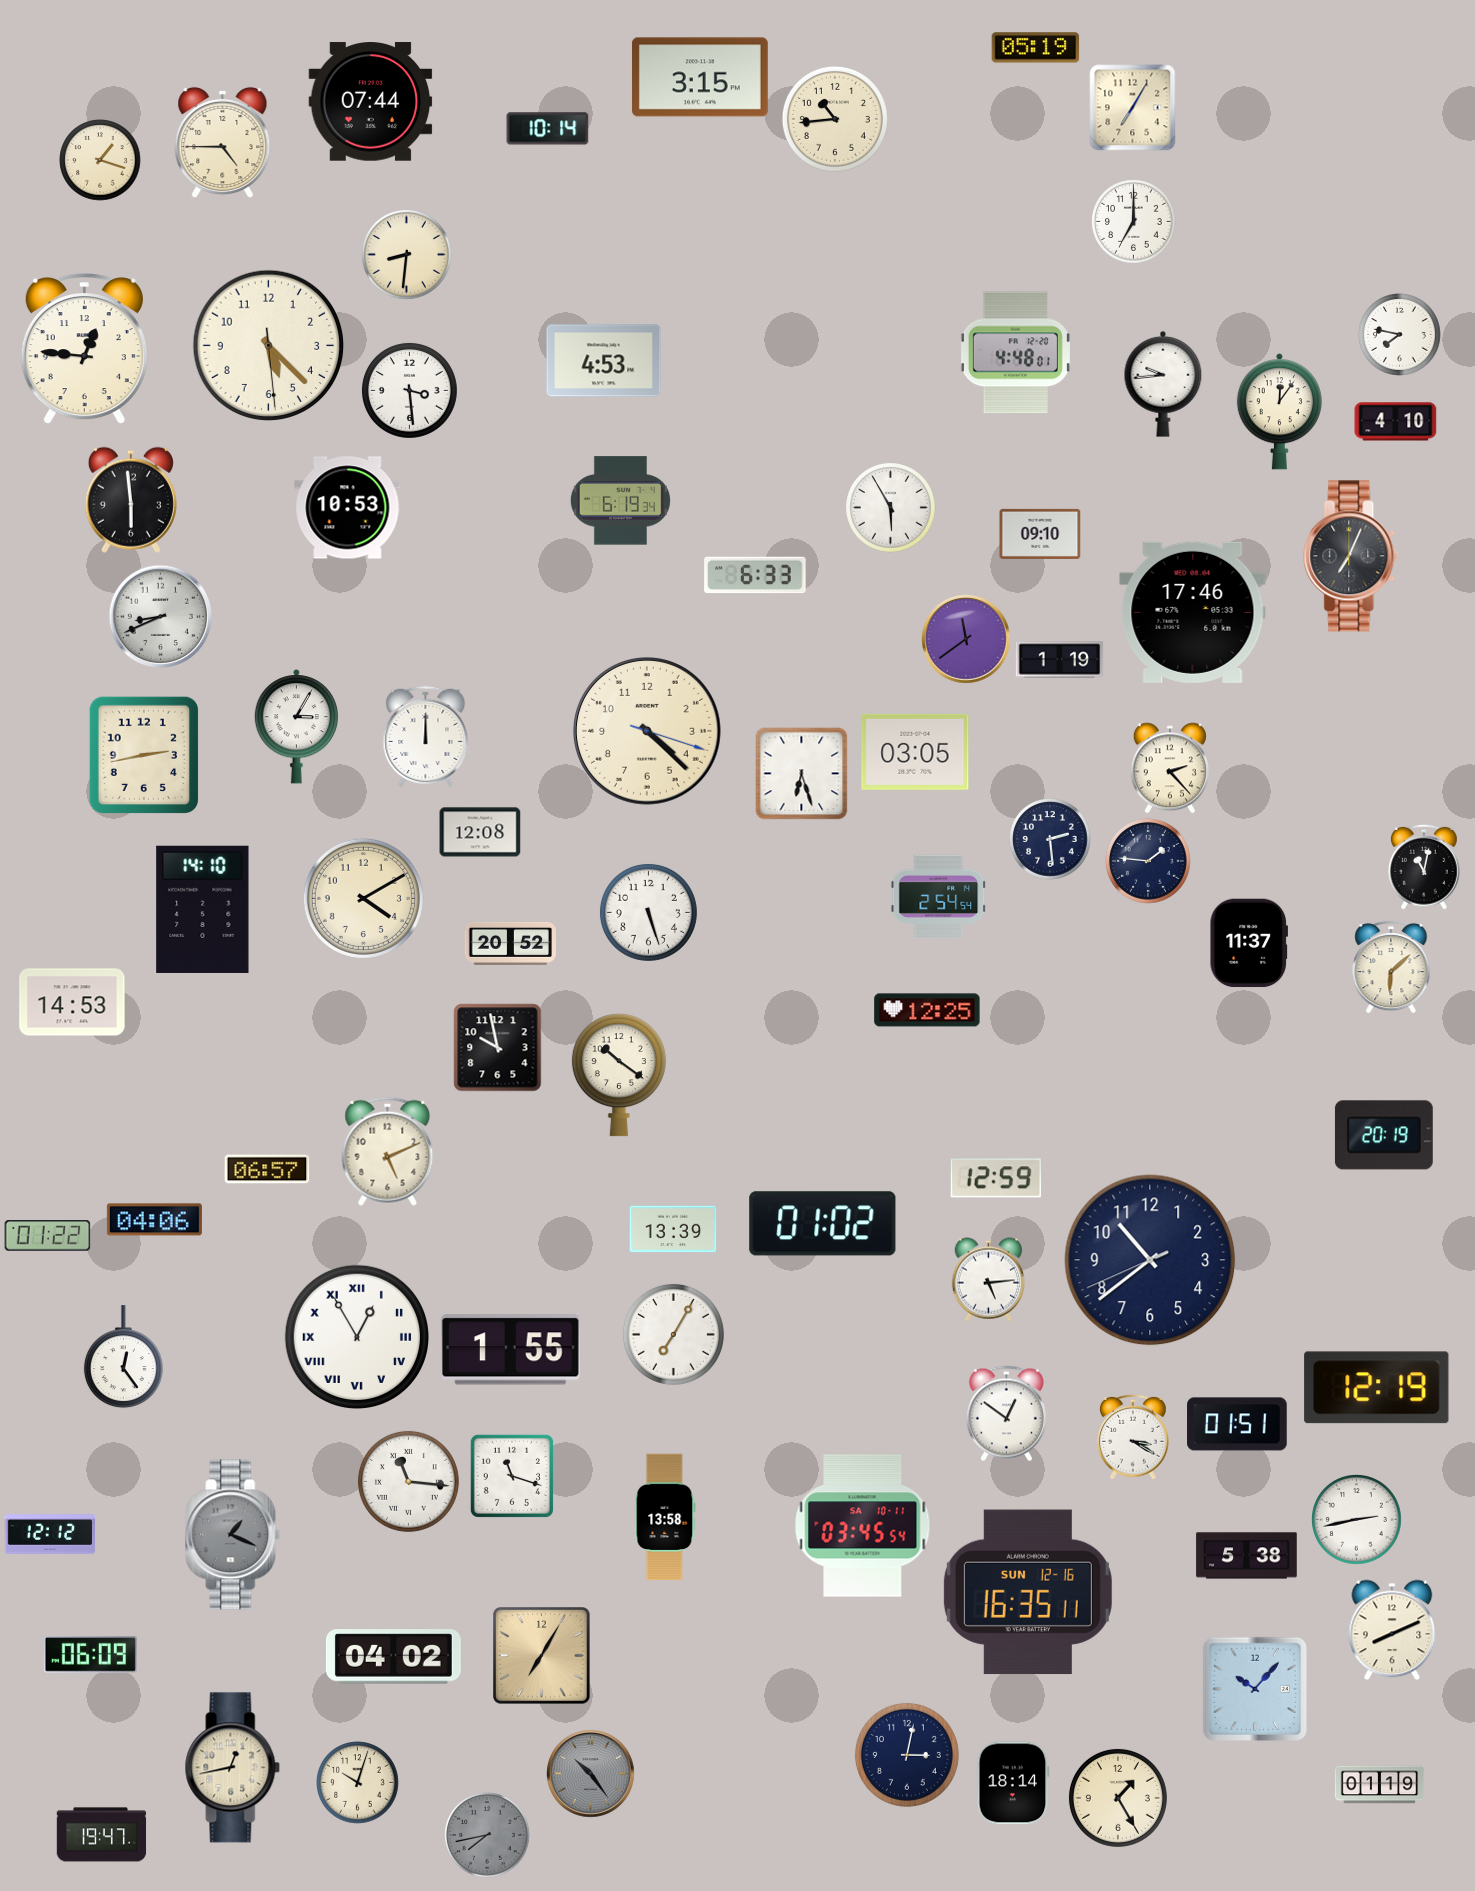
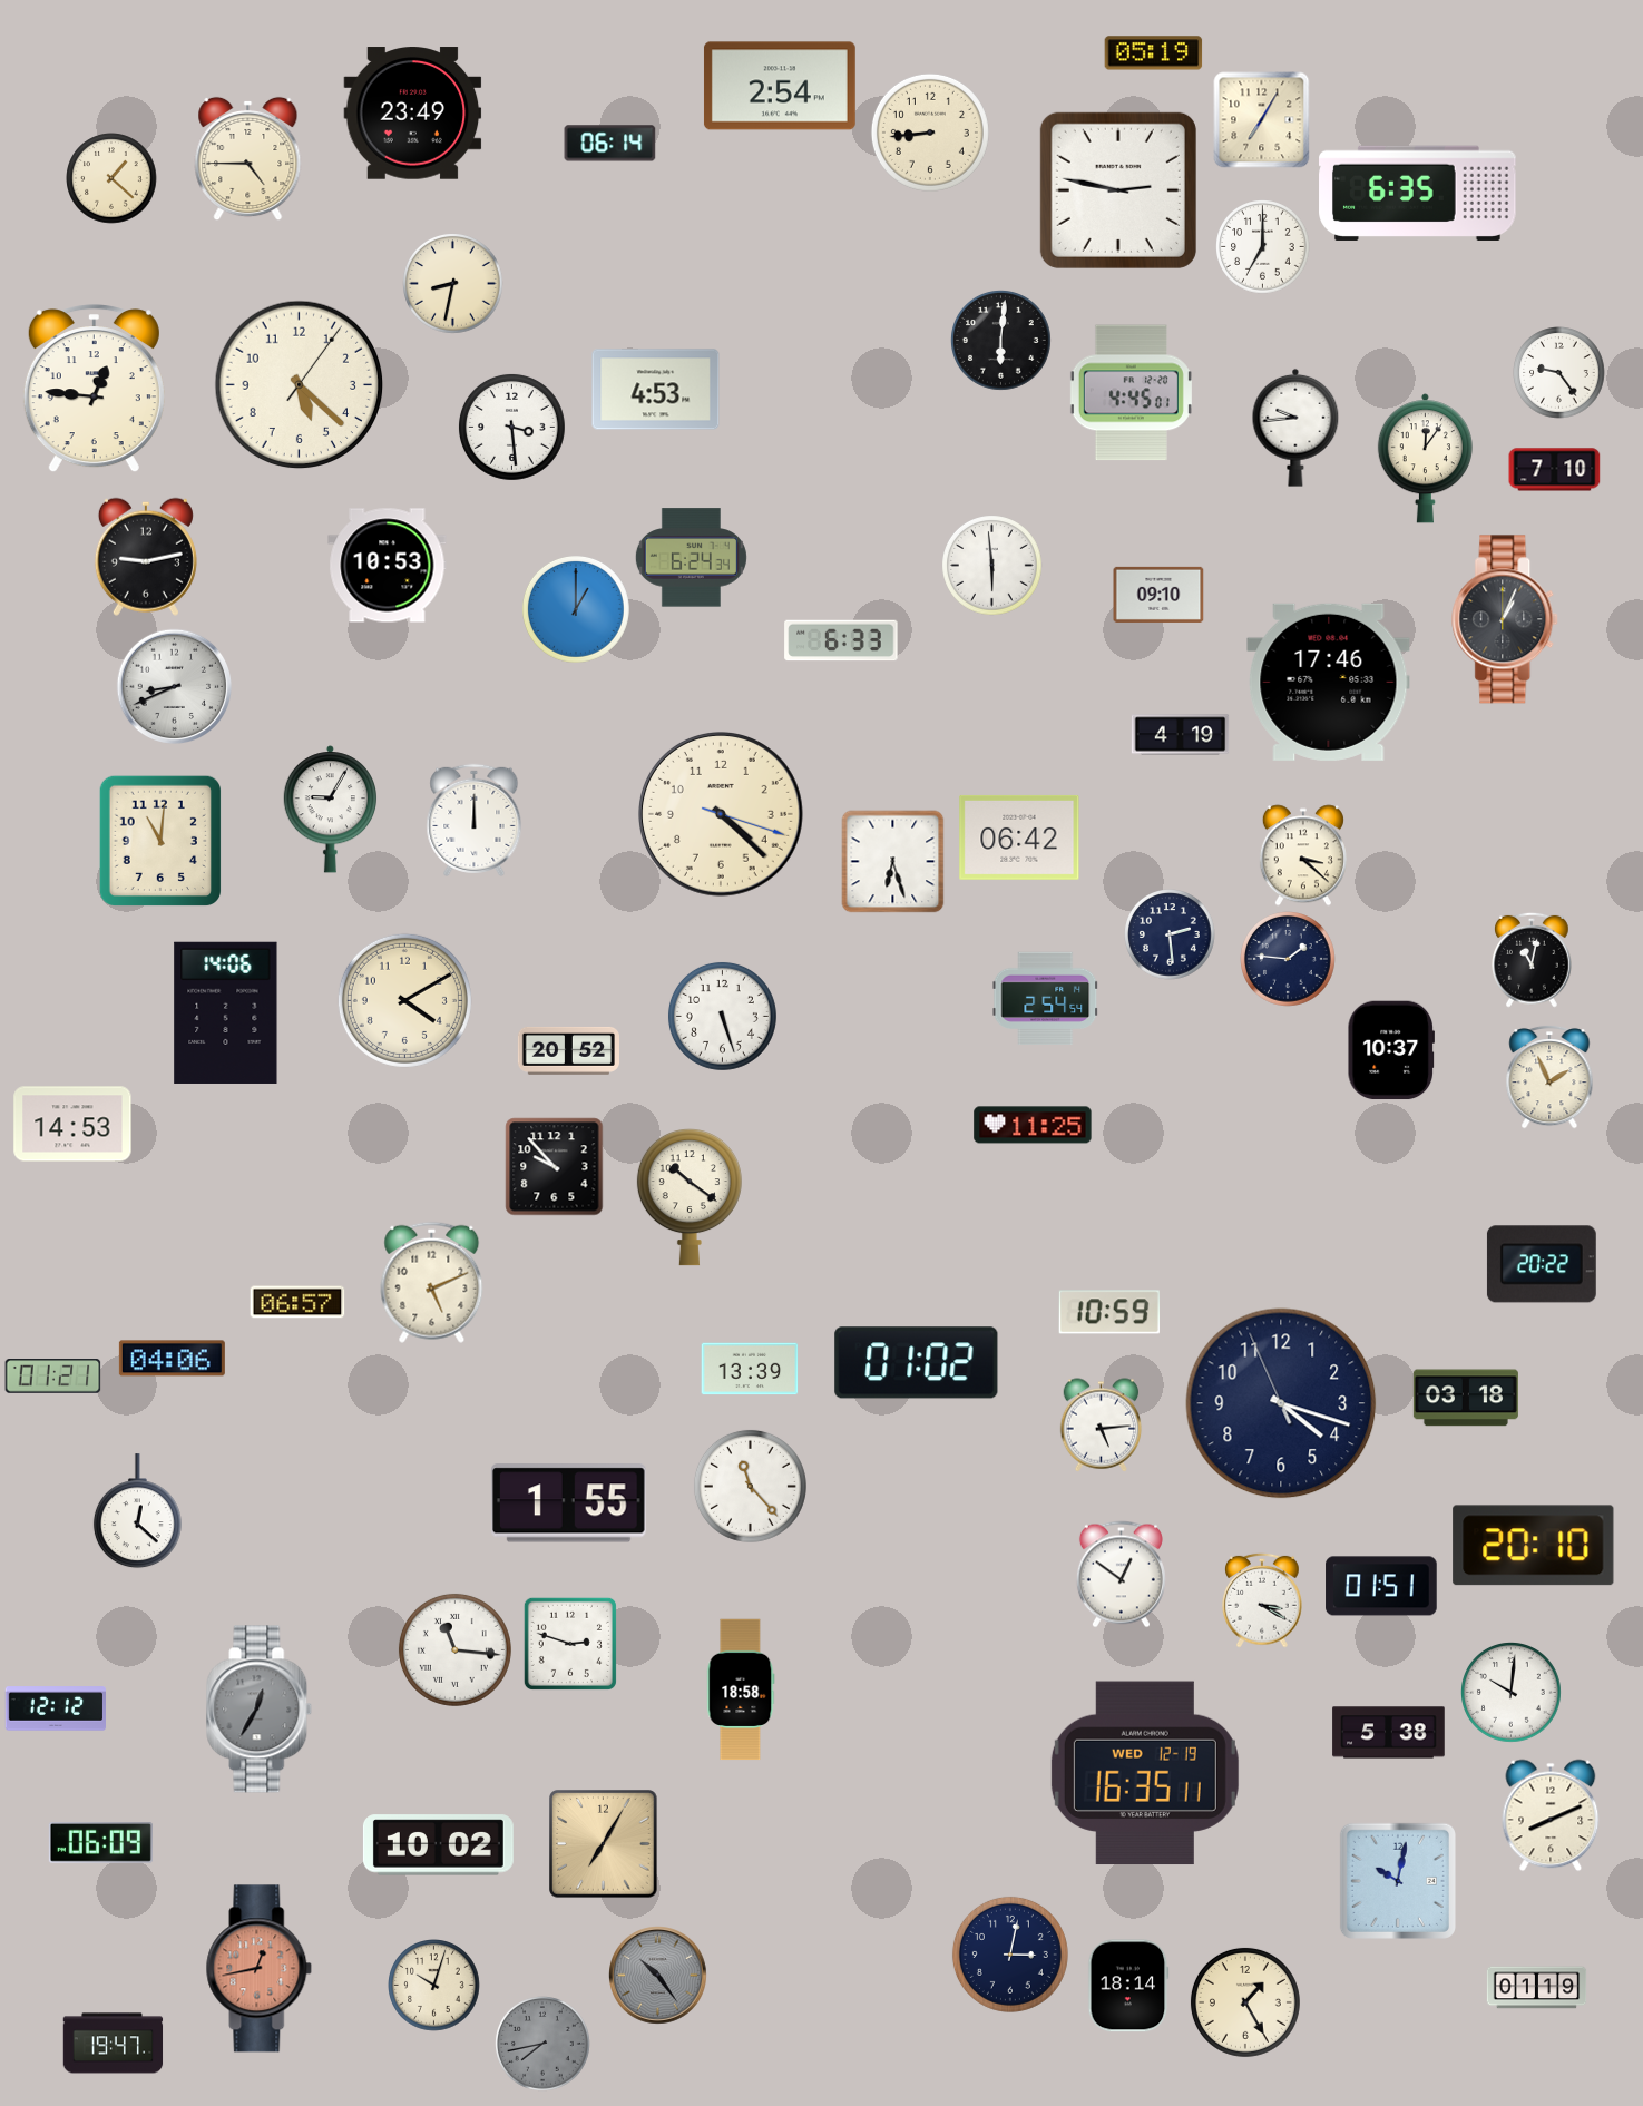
clock at (700, 77): 3:15 -> 2:54
clock at (371, 102): 07:44 -> 23:49
clock at (835, 119): 10:44 -> 8:44
clock at (548, 129): 10:14 -> 06:14
clock at (100, 160): 1:18 -> 1:22
clock at (1118, 190): none -> 2:47
clock at (1418, 193): none -> 6:35
clock at (407, 255): 8:31 -> 8:32
clock at (1001, 341): none -> 6:01
clock at (1400, 335): 7:47 -> 9:24
clock at (269, 346): 5:22:29 -> 5:22:06
clock at (1015, 353): 4:48 -> 4:45
clock at (604, 361) position: (604, 361) -> (656, 390)
clock at (409, 390) position: (409, 390) -> (511, 427)
clock at (1396, 422): 4:10 -> 7:10
clock at (131, 500): 5:59 -> 9:13
clock at (620, 501): 6:19 -> 6:24
clock at (891, 508): 5:55 -> 5:59
clock at (576, 609): none -> 1:00
clock at (1352, 556): 7:04 -> 1:04
clock at (160, 616) position: (160, 616) -> (174, 686)
clock at (967, 640): 11:39 -> none
clock at (1060, 660): 1:19 -> 4:19
clock at (296, 727): 3:05 -> 9:05
clock at (915, 752): 03:05 -> 06:42
clock at (143, 755): 2:43 -> 11:01
clock at (1170, 768): 2:23 -> 3:22
clock at (480, 832): 12:08 -> none
clock at (1148, 861) position: (1148, 861) -> (1288, 959)
clock at (1424, 867) position: (1424, 867) -> (1532, 960)
clock at (203, 909): 14:10 -> 14:06
clock at (1248, 943): 11:37 -> 10:37
clock at (1391, 967): 6:08 -> 1:56
clock at (72, 1002) position: (72, 1002) -> (72, 1124)
clock at (927, 1010): 12:25 -> 11:25
clock at (498, 1048): 9:58 -> 9:53
clock at (1384, 1135): 20:19 -> 20:22
clock at (996, 1178): 12:59 -> 10:59
clock at (48, 1236): 01:22 -> 01:21
clock at (1466, 1398): none -> 03:18
clock at (1150, 1260): 10:38 -> 4:17
clock at (673, 1334): 7:05 -> 11:23
clock at (356, 1336): 12:55 -> none
clock at (123, 1357): 12:24 -> 12:22
clock at (1377, 1388): 12:19 -> 20:10
clock at (1237, 1424) position: (1237, 1424) -> (1381, 1586)
clock at (512, 1476): 11:18 -> 2:48
clock at (665, 1517): 13:58 -> 18:58
clock at (1357, 1520): 2:43 -> 10:01
clock at (863, 1526): 03:45 -> none
clock at (233, 1535): 1:19 -> 12:35
clock at (1028, 1592) date: SUN 12-16 -> WED 12-19
clock at (393, 1657): 04:02 -> 10:02
clock at (1255, 1689): 10:07 -> 10:02
clock at (233, 1768) dial: cream -> salmon
clock at (358, 1783) position: (358, 1783) -> (434, 1986)
